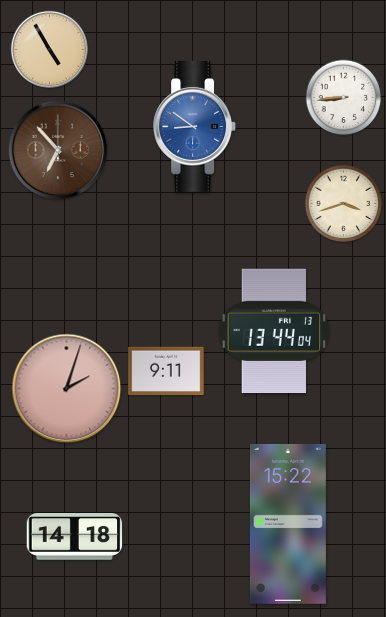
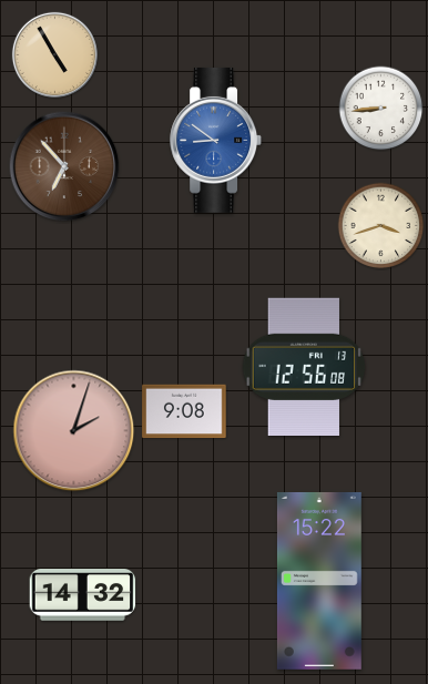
clock at (274, 330): 13:44 -> 12:56
clock at (166, 371): 9:11 -> 9:08
clock at (75, 537): 14:18 -> 14:32
